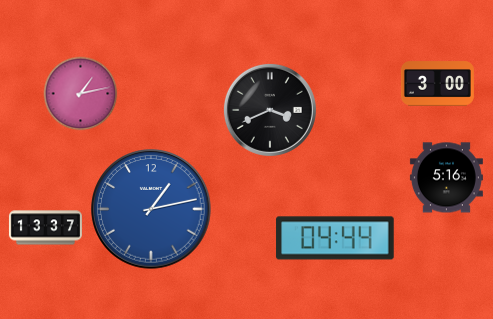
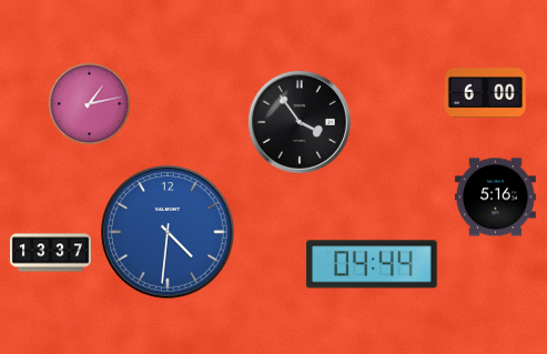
clock at (437, 84): 3:00 -> 6:00
clock at (270, 110): 3:41 -> 3:54
clock at (151, 209): 1:13 -> 4:31
